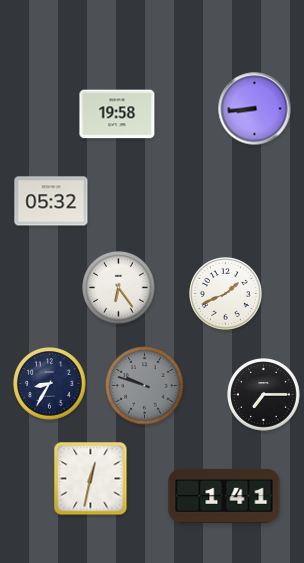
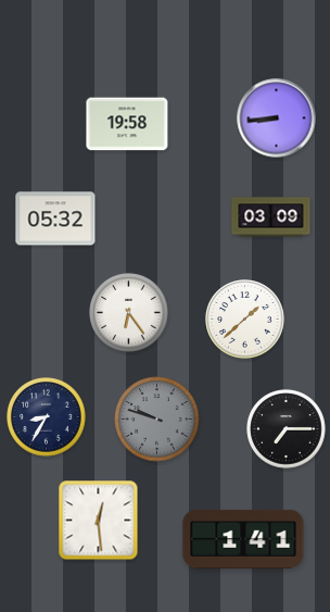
clock at (271, 217): none -> 03:09
clock at (226, 294): 1:41 -> 1:38
clock at (50, 384) position: (50, 384) -> (47, 417)
clock at (91, 479): 12:32 -> 12:29
